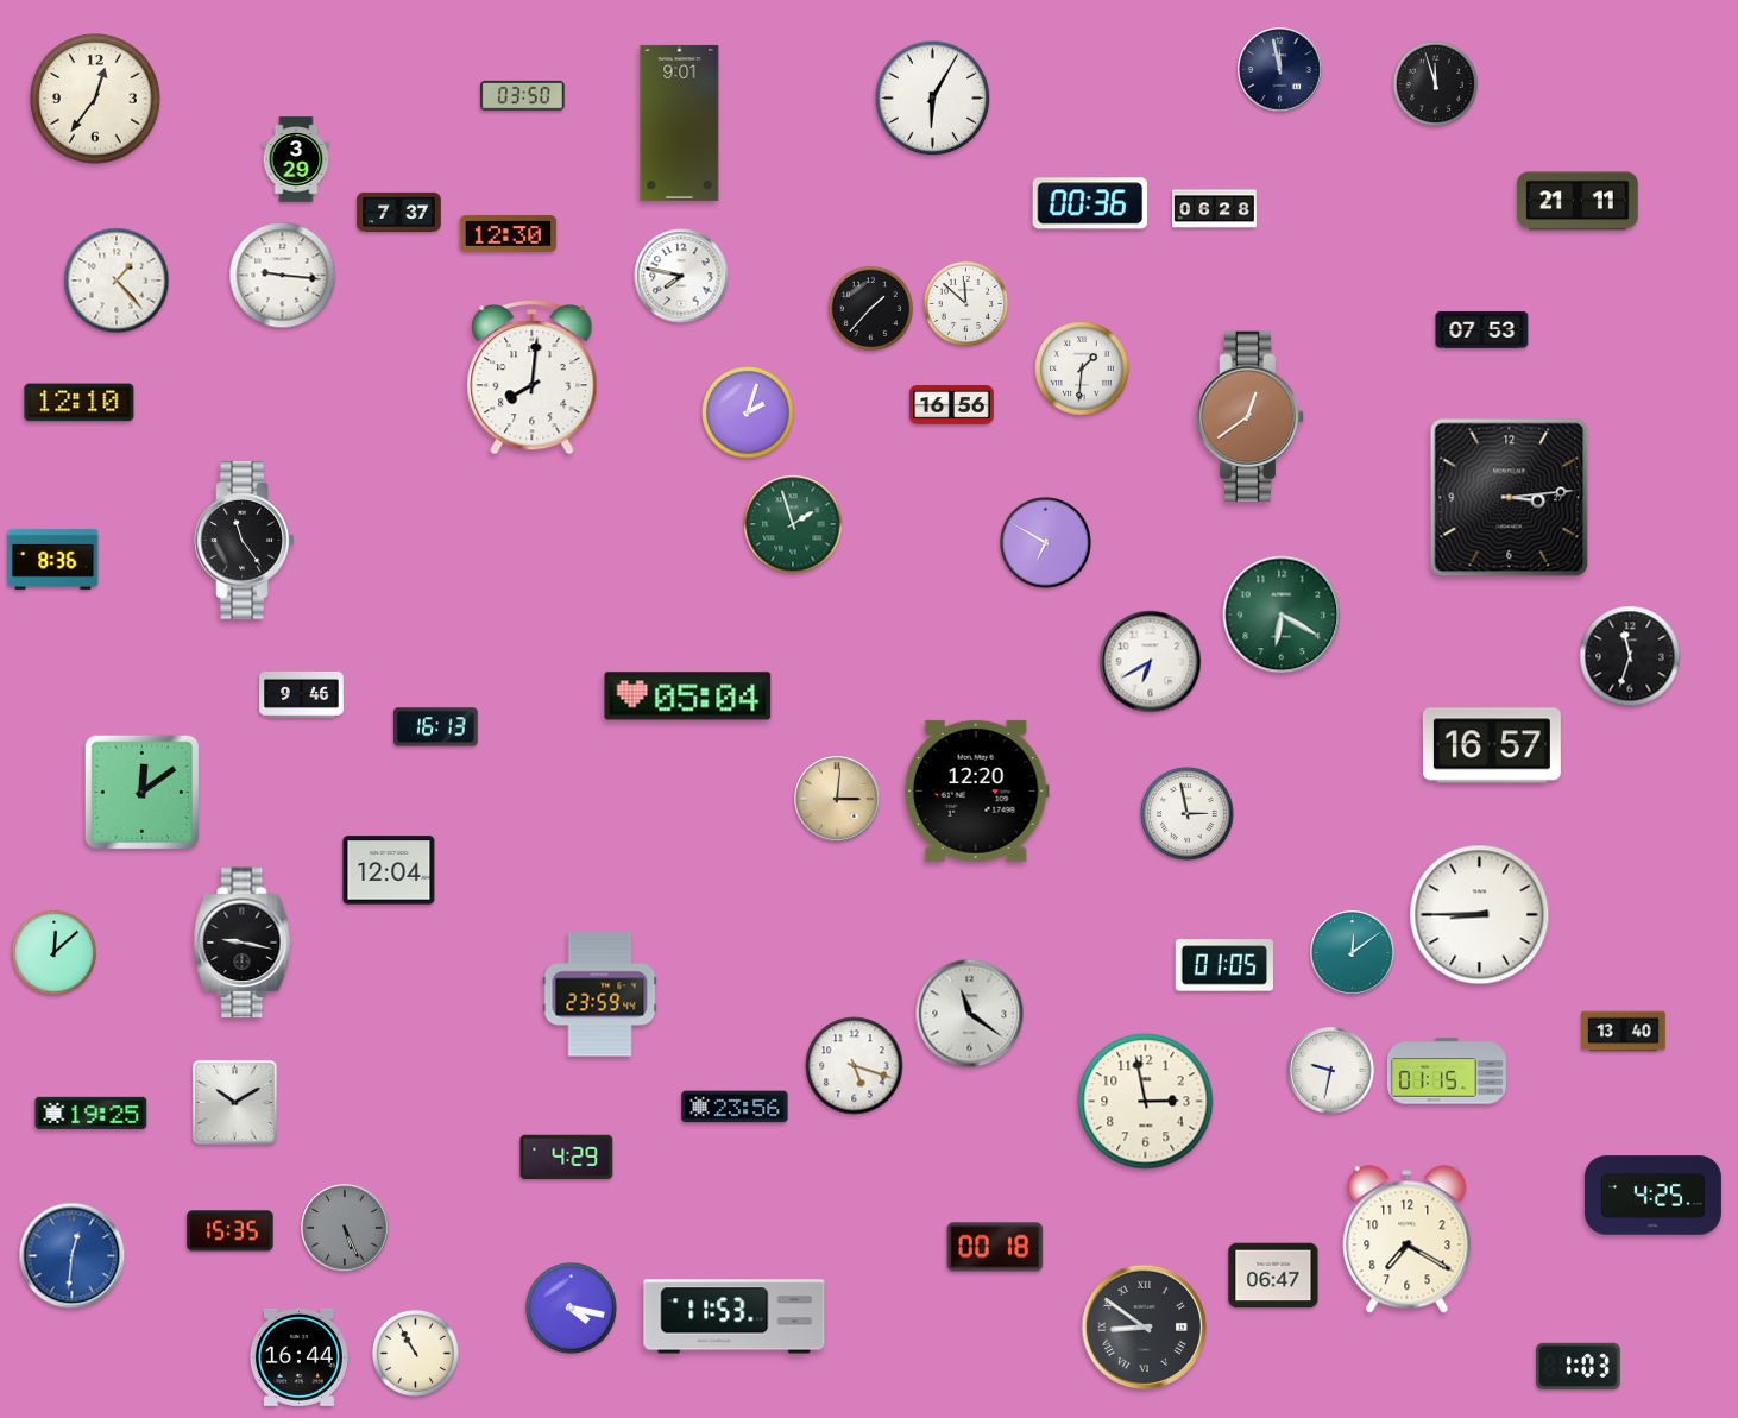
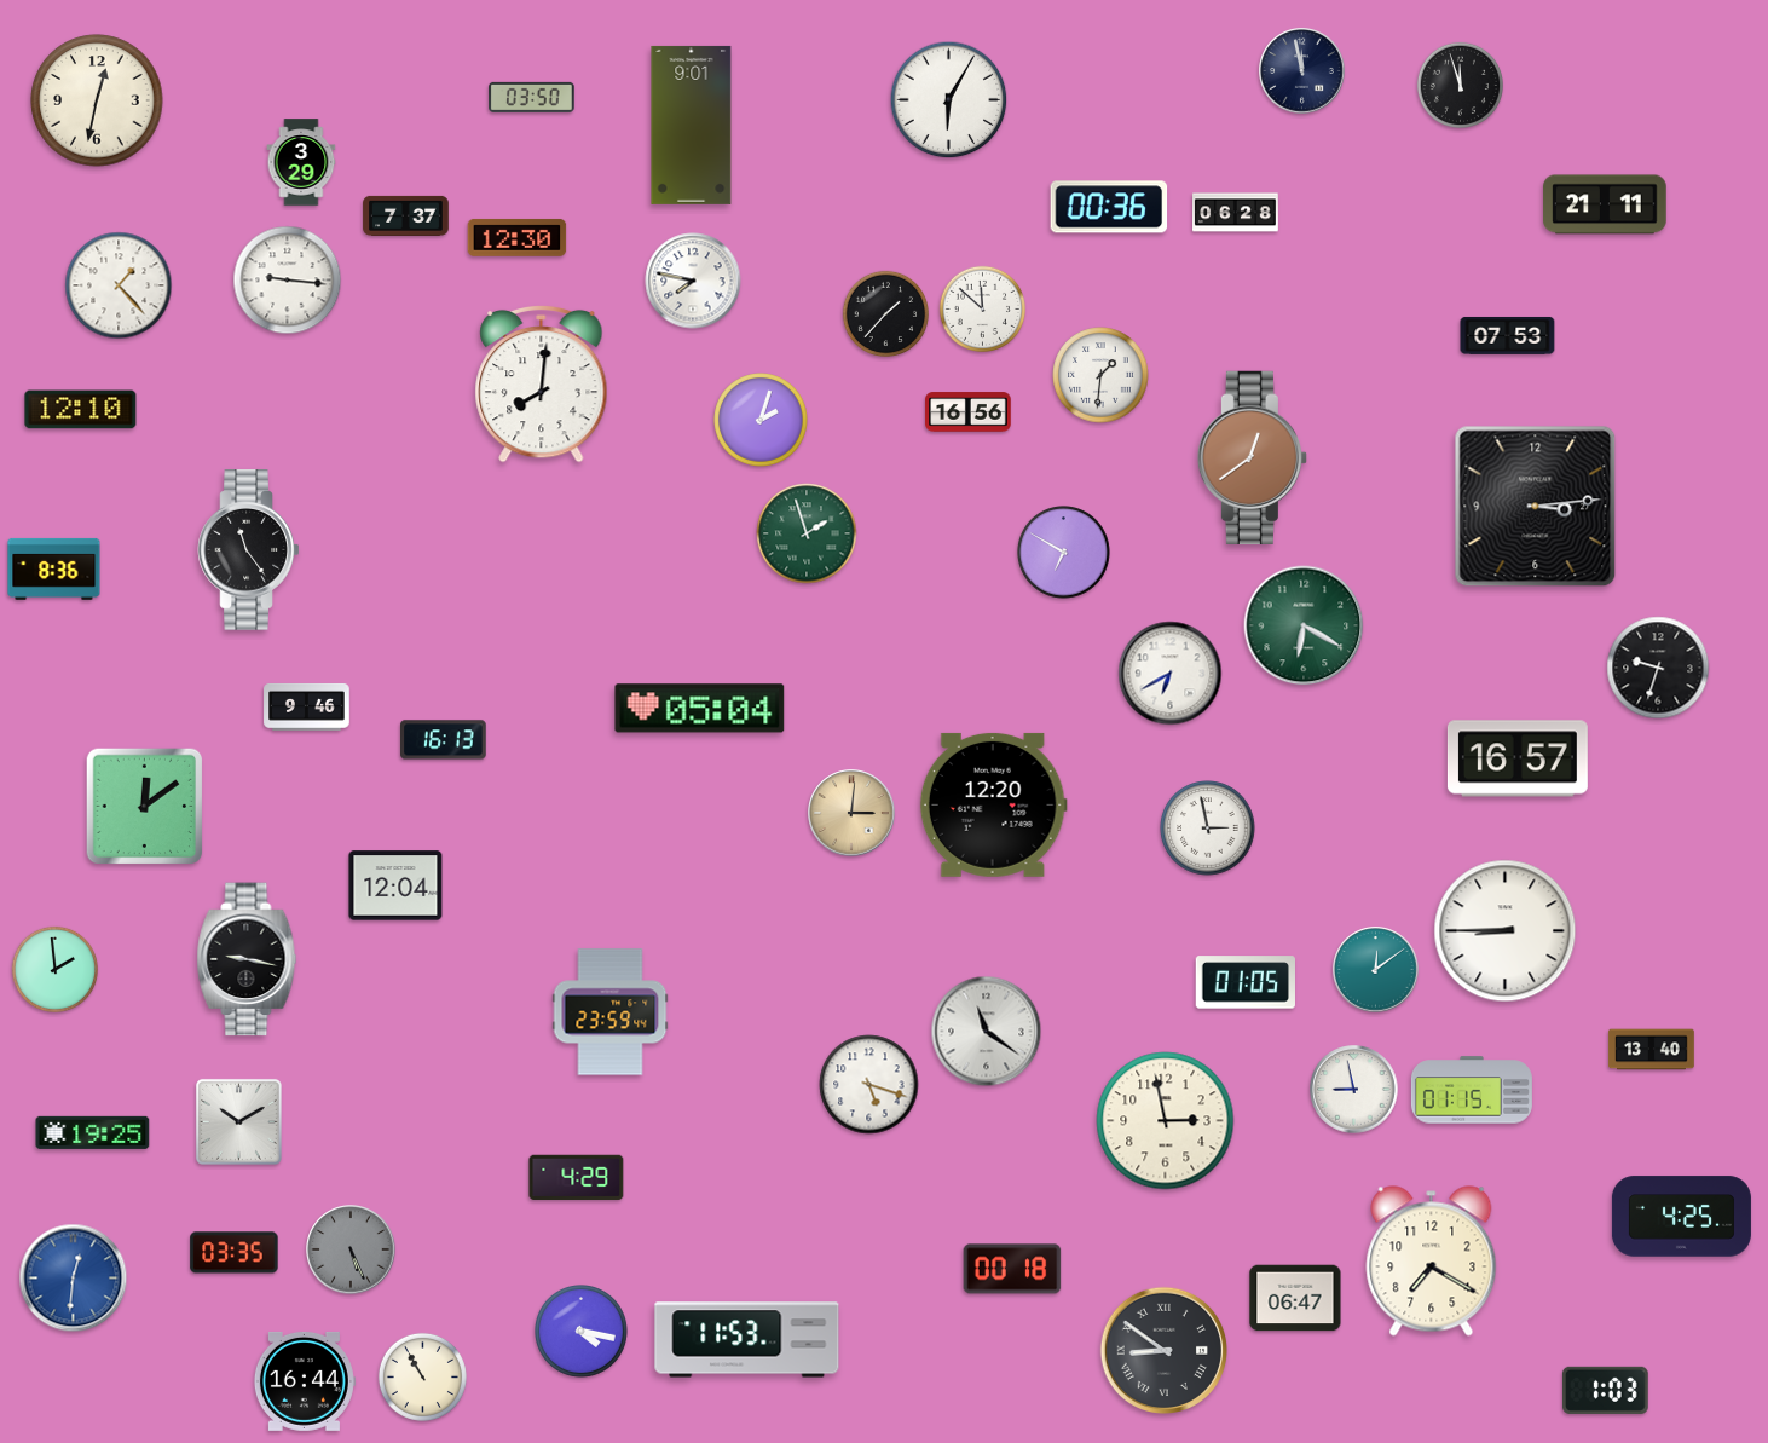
clock at (95, 99): 12:36 -> 12:32
clock at (1249, 416) position: (1249, 416) -> (1252, 457)
clock at (1630, 656): 11:33 -> 9:33
clock at (53, 952): 12:08 -> 1:59
clock at (1331, 1071): 9:32 -> 8:58
clock at (735, 1107): 23:56 -> none
clock at (231, 1231): 15:35 -> 03:35
